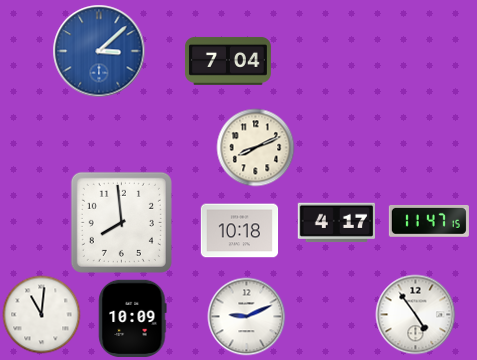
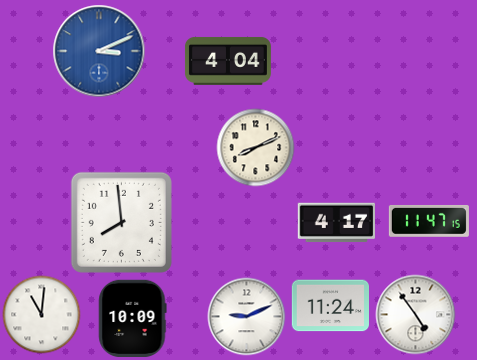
clock at (99, 51): 3:08 -> 3:11
clock at (228, 61): 7:04 -> 4:04
clock at (239, 231): 10:18 -> none
clock at (330, 306): none -> 11:24
